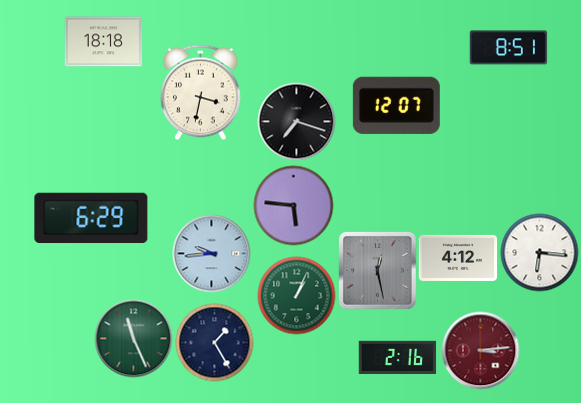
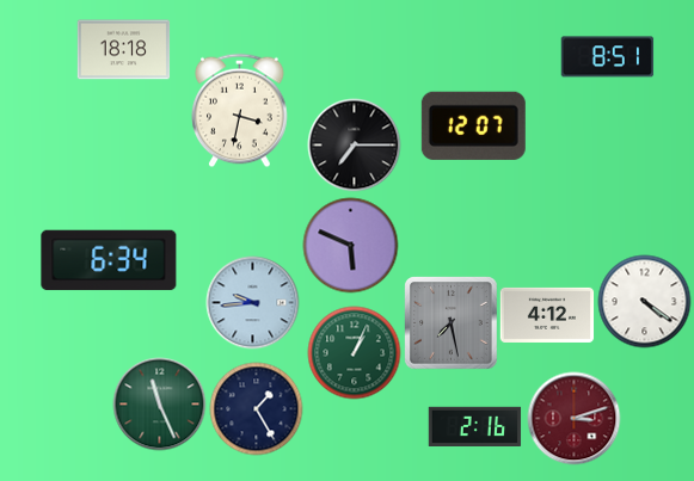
clock at (296, 121): 7:18 -> 7:15
clock at (293, 205): 5:46 -> 5:49
clock at (91, 218): 6:29 -> 6:34
clock at (539, 252): 6:16 -> 4:21
clock at (458, 258) position: (458, 258) -> (547, 315)
clock at (377, 270): 12:28 -> 7:28
clock at (480, 350): 3:14 -> 3:12
